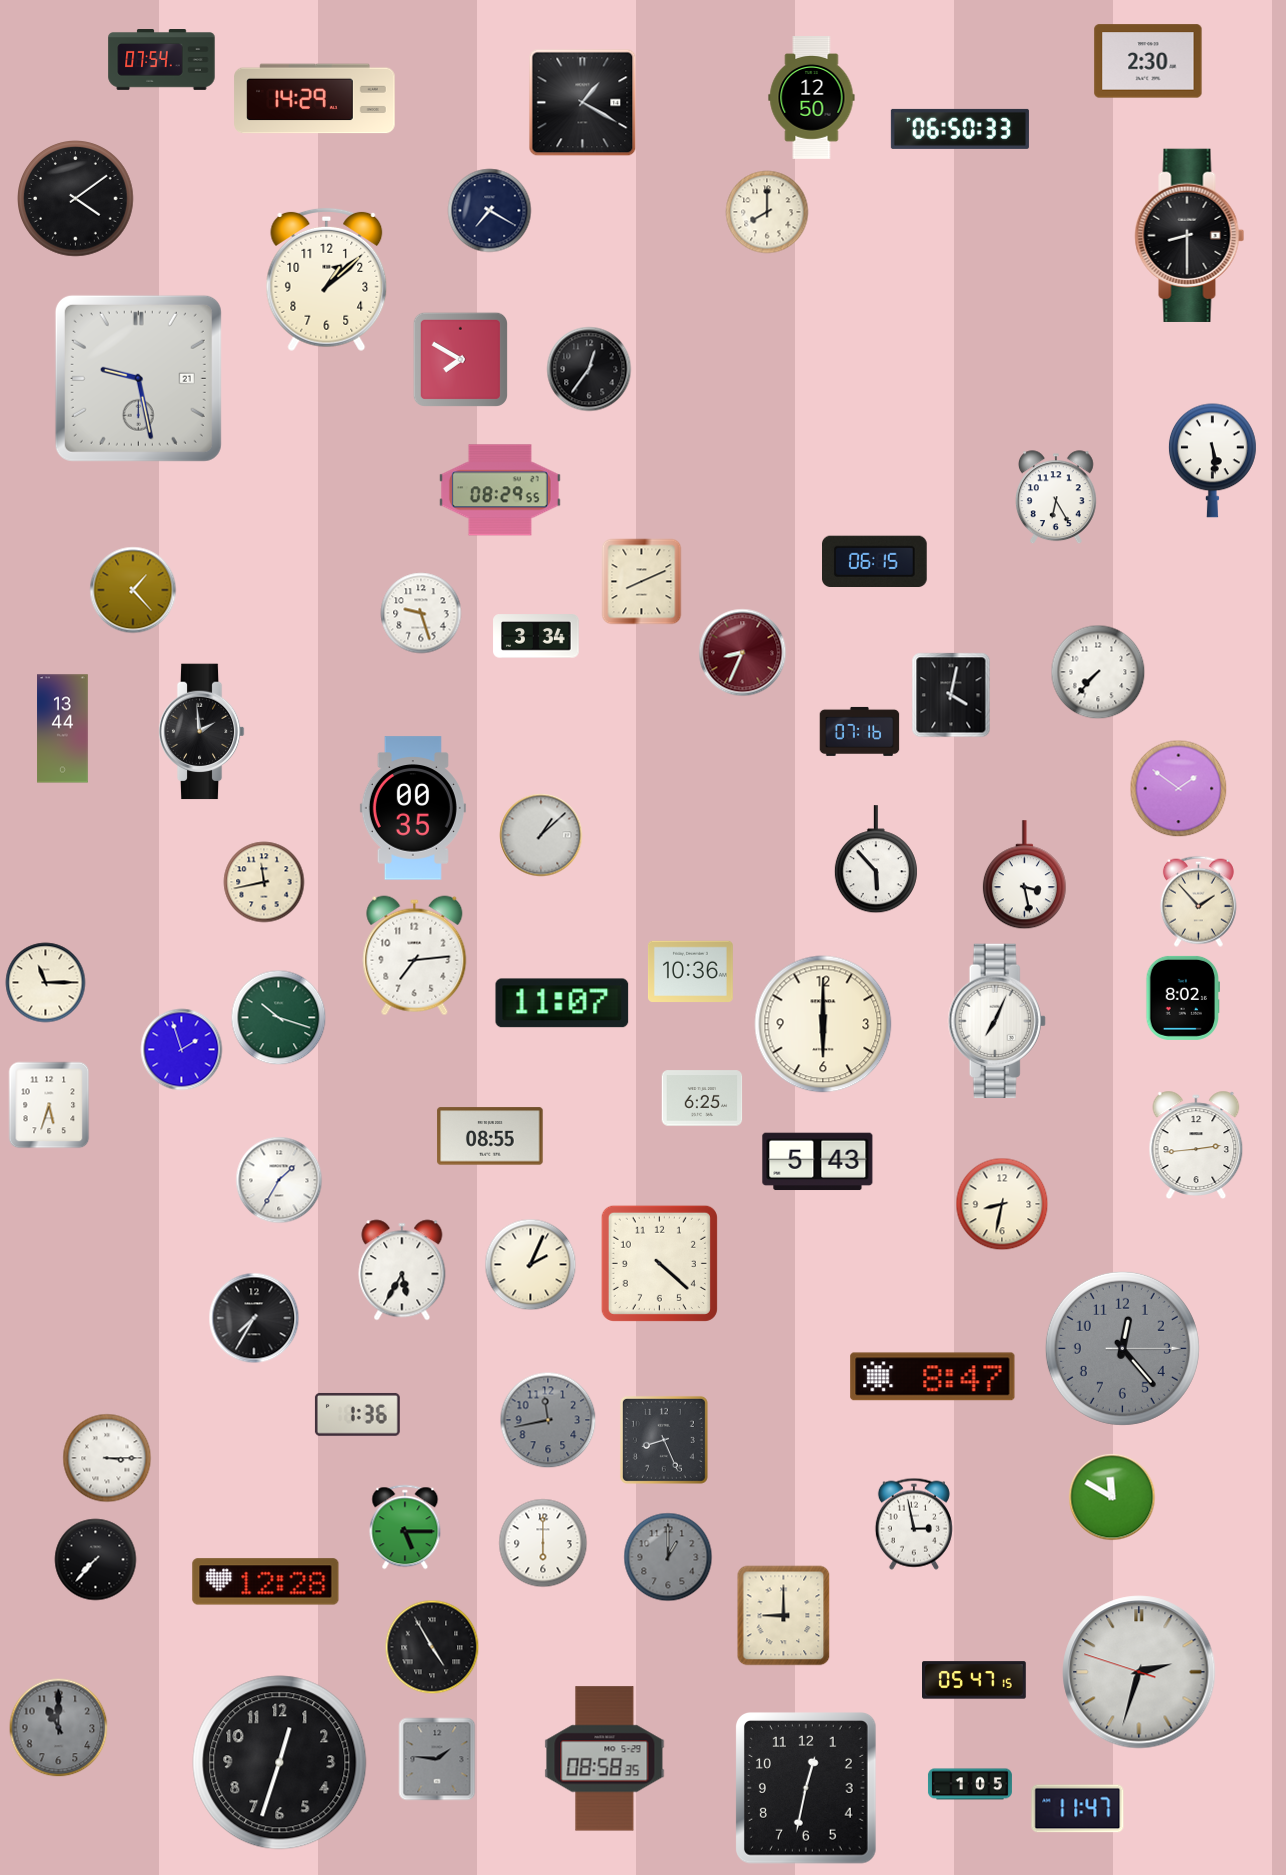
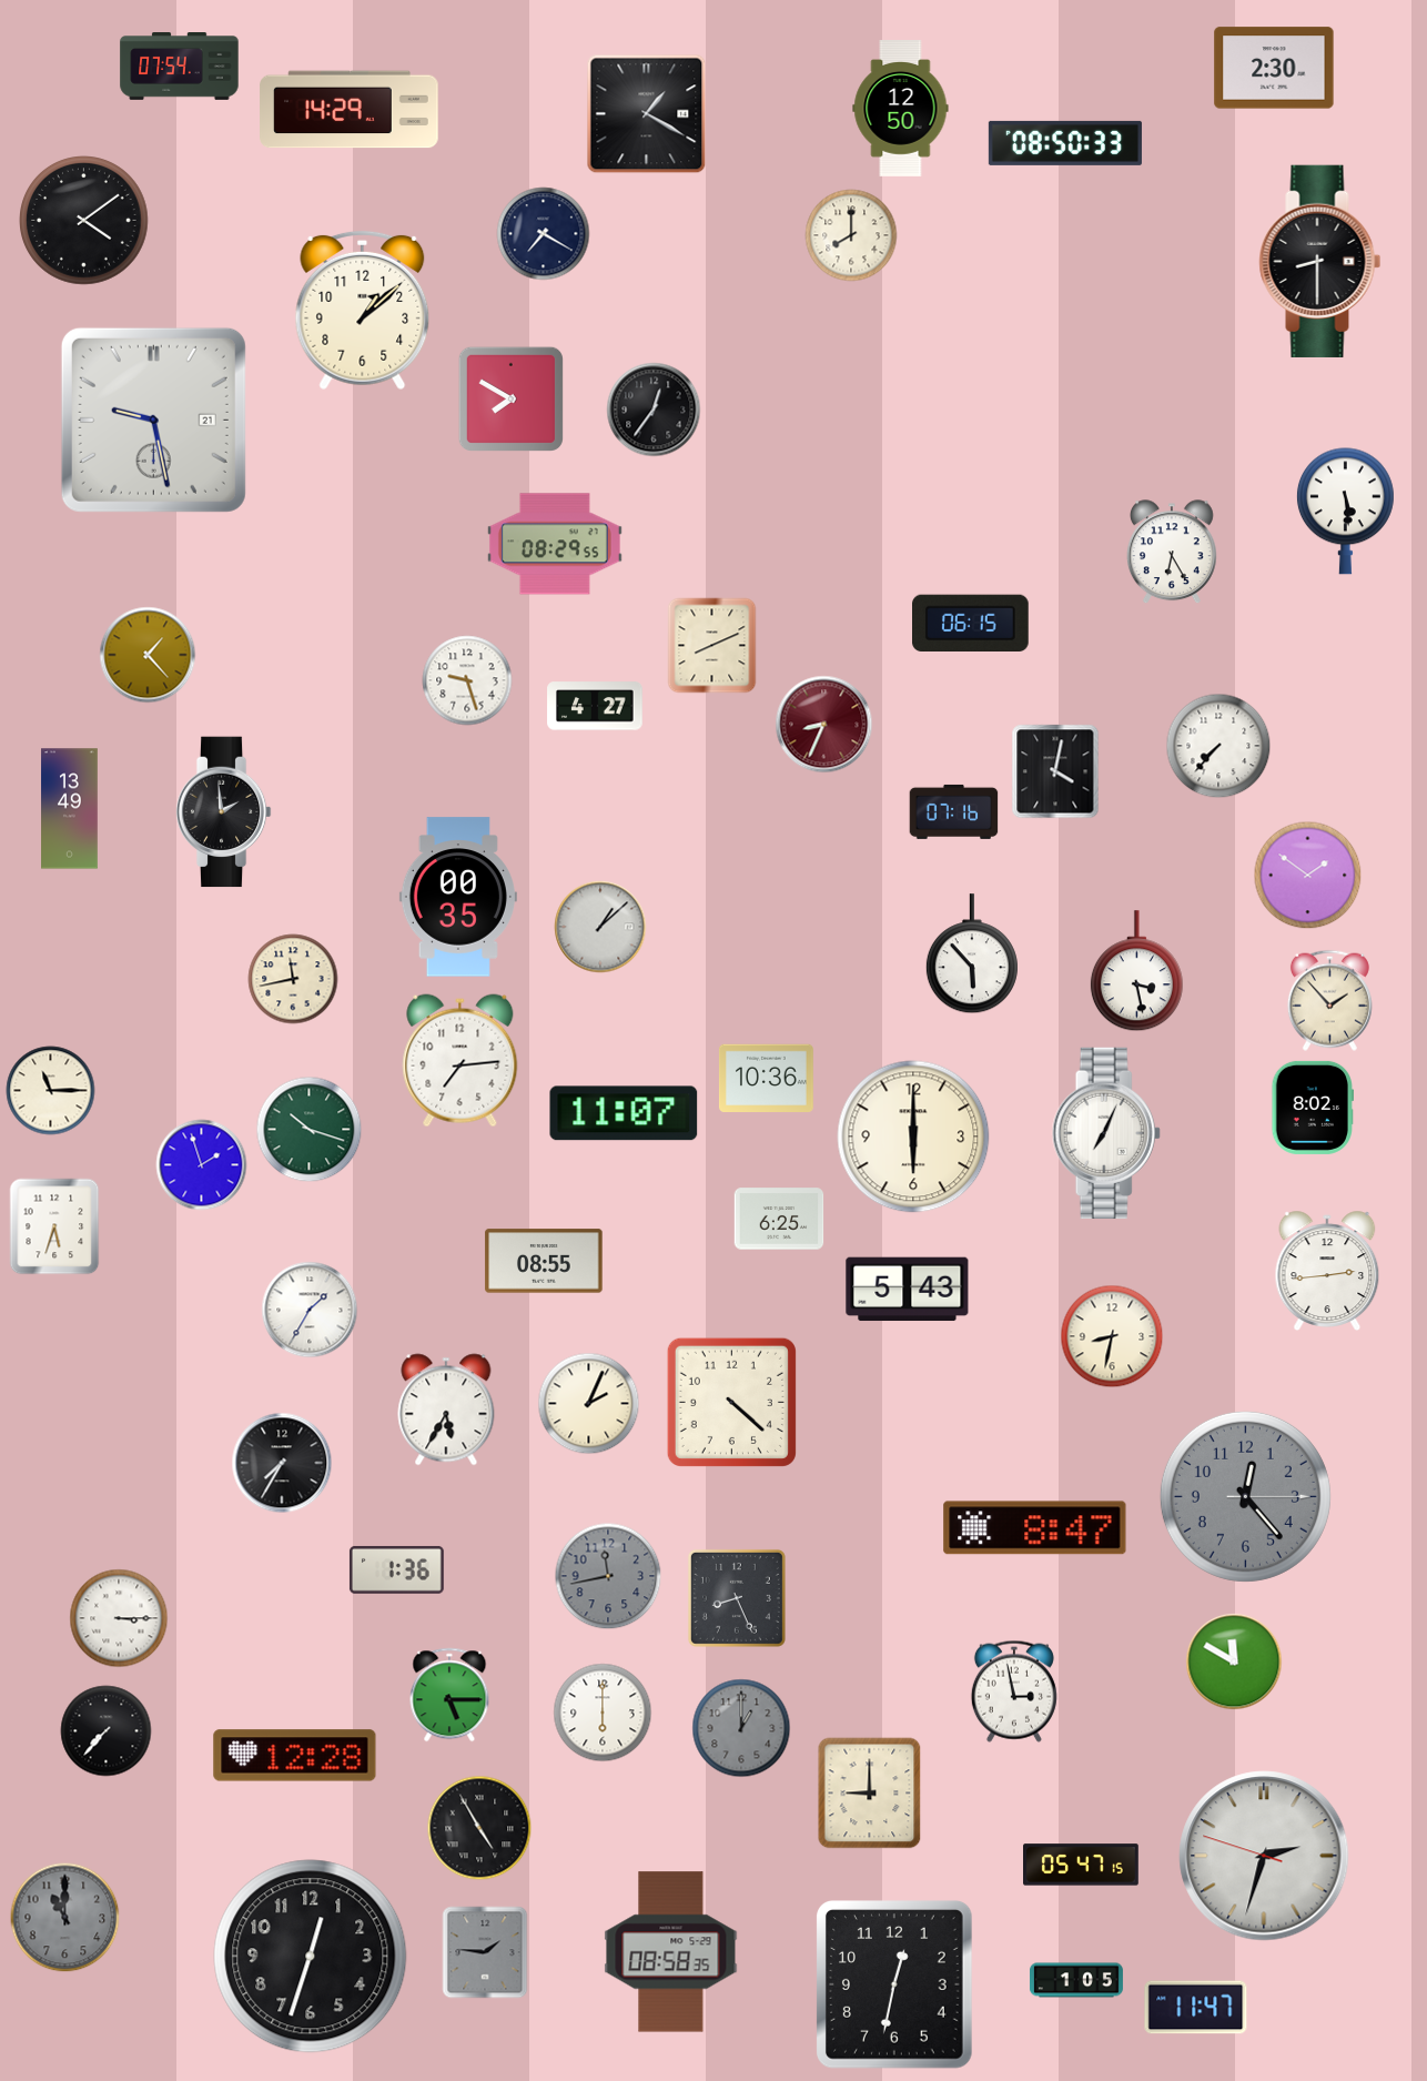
clock at (960, 129): 06:50 -> 08:50
clock at (536, 636): 3:34 -> 4:27
clock at (63, 729): 13:44 -> 13:49
